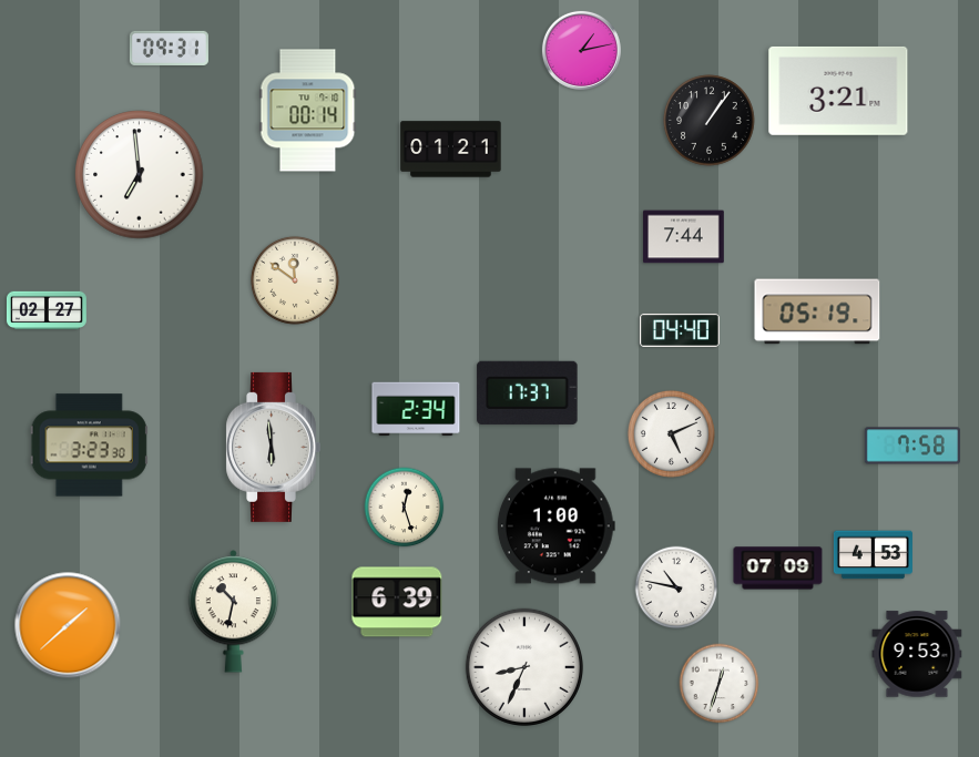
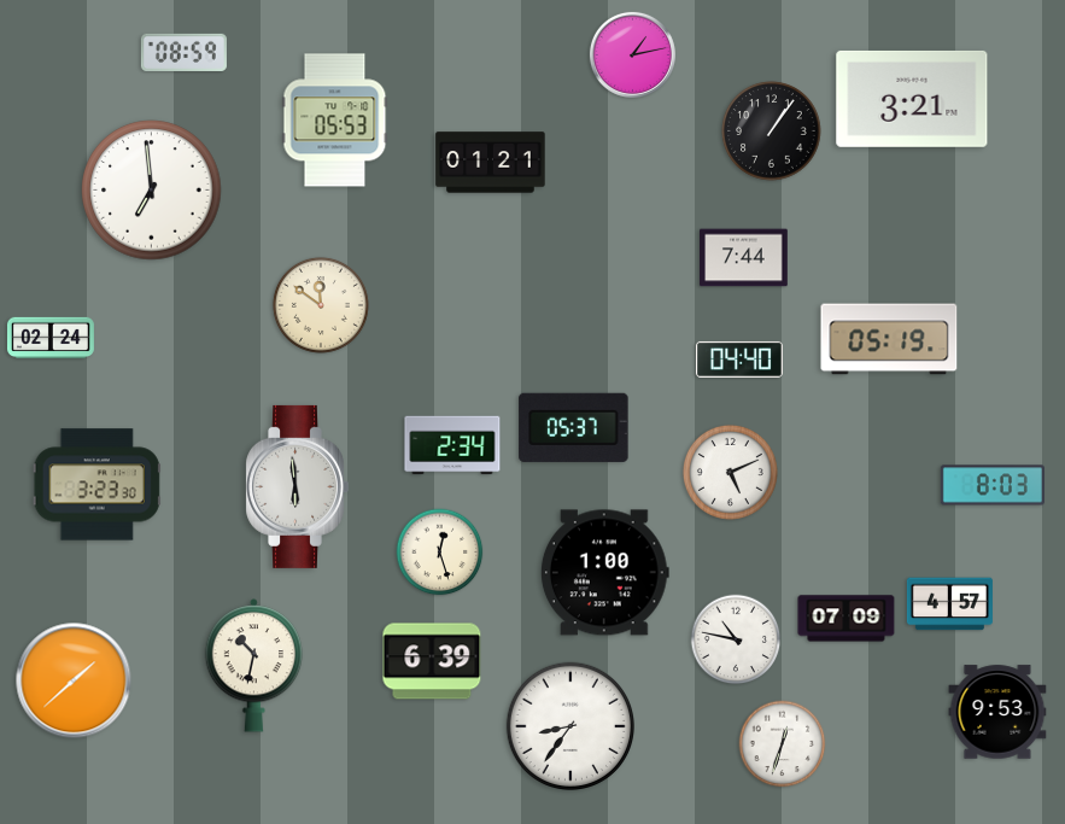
clock at (169, 48): 09:31 -> 08:59
clock at (308, 111): 00:14 -> 05:53
clock at (47, 309): 02:27 -> 02:24
clock at (528, 392): 17:37 -> 05:37
clock at (912, 446): 7:58 -> 8:03
clock at (873, 555): 4:53 -> 4:57
clock at (397, 602) position: (397, 602) -> (432, 661)
clock at (523, 666): 8:34 -> 8:36
